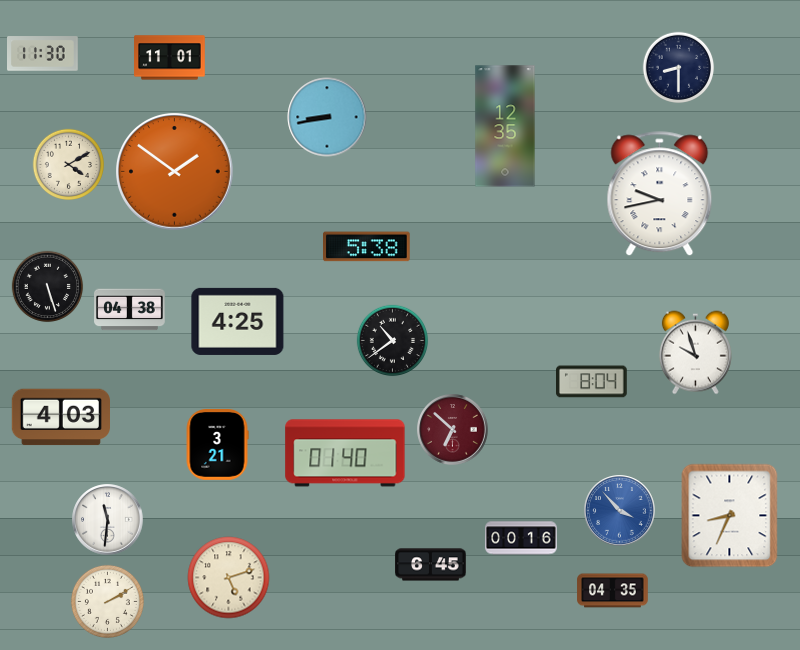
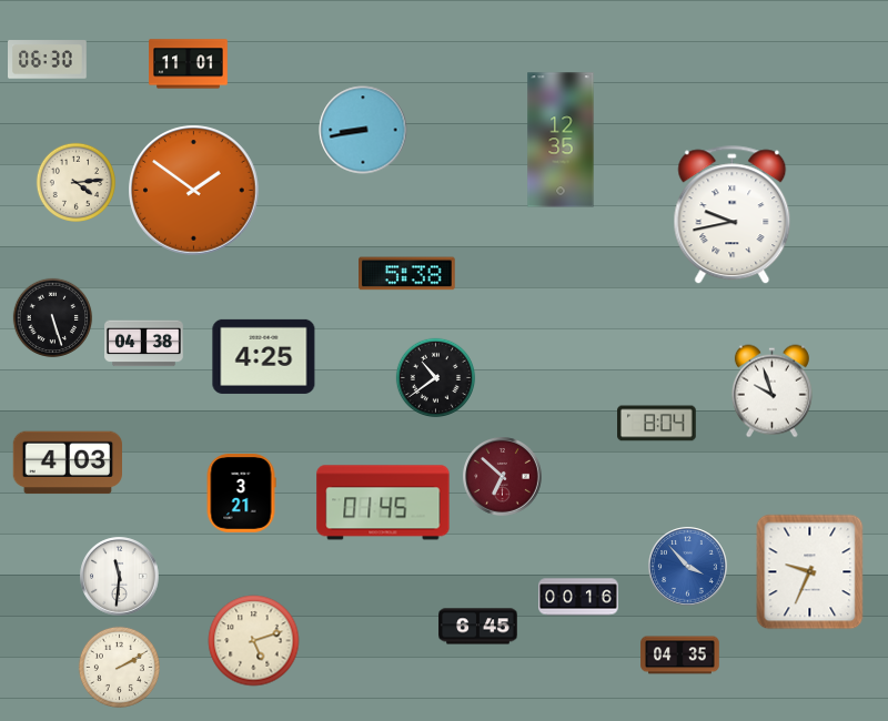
clock at (43, 54): 11:30 -> 06:30
clock at (679, 68): 8:30 -> none
clock at (69, 165): 4:10 -> 4:14
clock at (345, 453): 01:40 -> 01:45
clock at (730, 516): 8:34 -> 9:34
